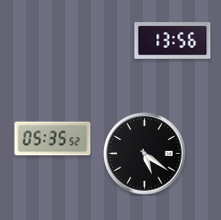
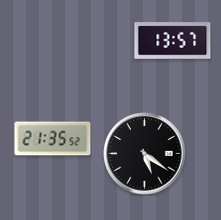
clock at (173, 41): 13:56 -> 13:57
clock at (53, 139): 05:35 -> 21:35
